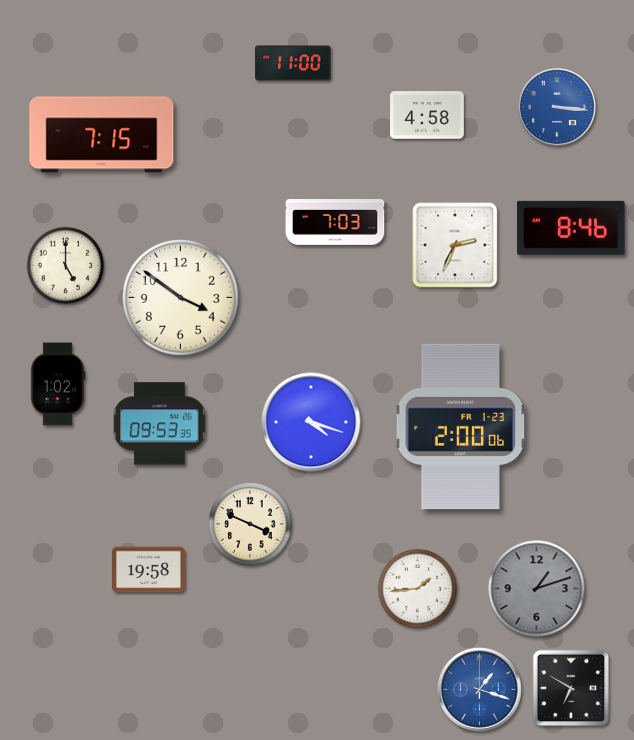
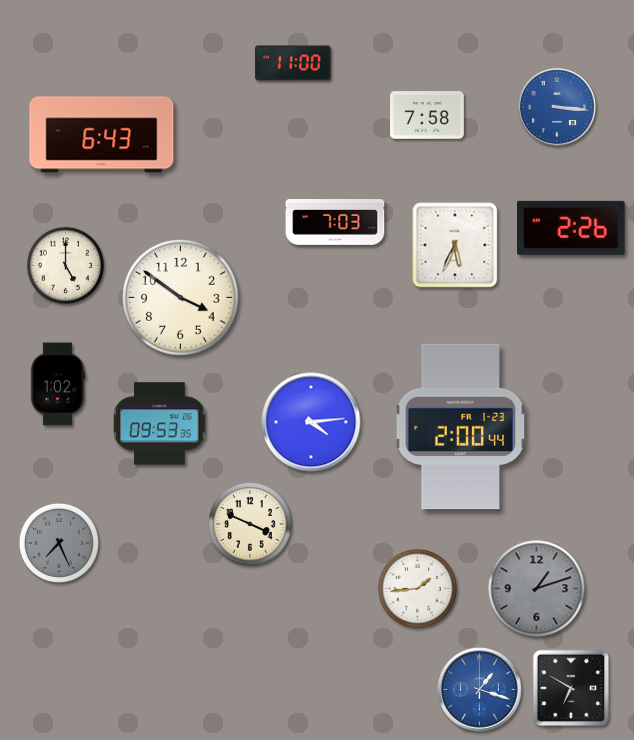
clock at (428, 115): 4:58 -> 7:58
clock at (102, 135): 7:15 -> 6:43
clock at (571, 228): 8:46 -> 2:26
clock at (455, 245): 2:34 -> 5:34
clock at (311, 422): 4:18 -> 4:14
clock at (461, 427): 2:00:06 -> 2:00:44
clock at (59, 543): none -> 7:26
clock at (148, 570): 19:58 -> none
